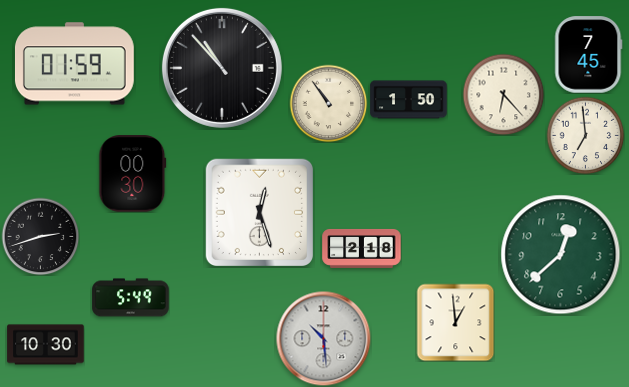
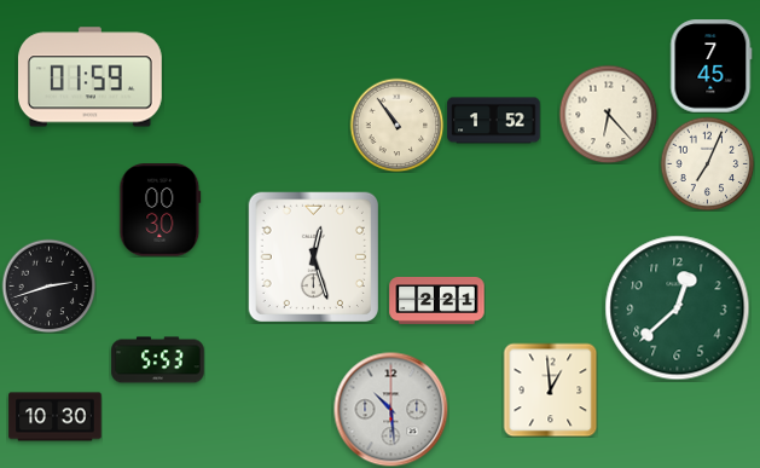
clock at (222, 68): 10:53 -> none
clock at (409, 100): 1:50 -> 1:52
clock at (585, 135): 6:59 -> 7:04
clock at (362, 248): 2:18 -> 2:21
clock at (131, 298): 5:49 -> 5:53
